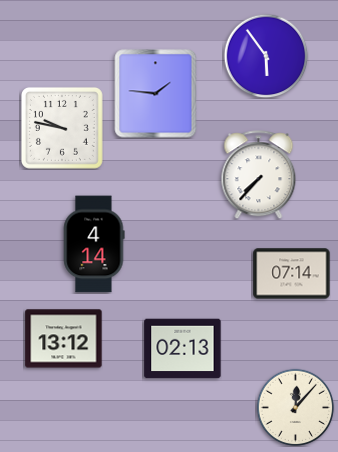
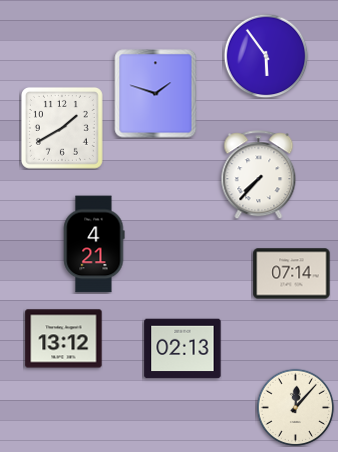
clock at (156, 94): 1:46 -> 1:48
clock at (62, 128): 9:47 -> 1:40
clock at (94, 244): 4:14 -> 4:21
